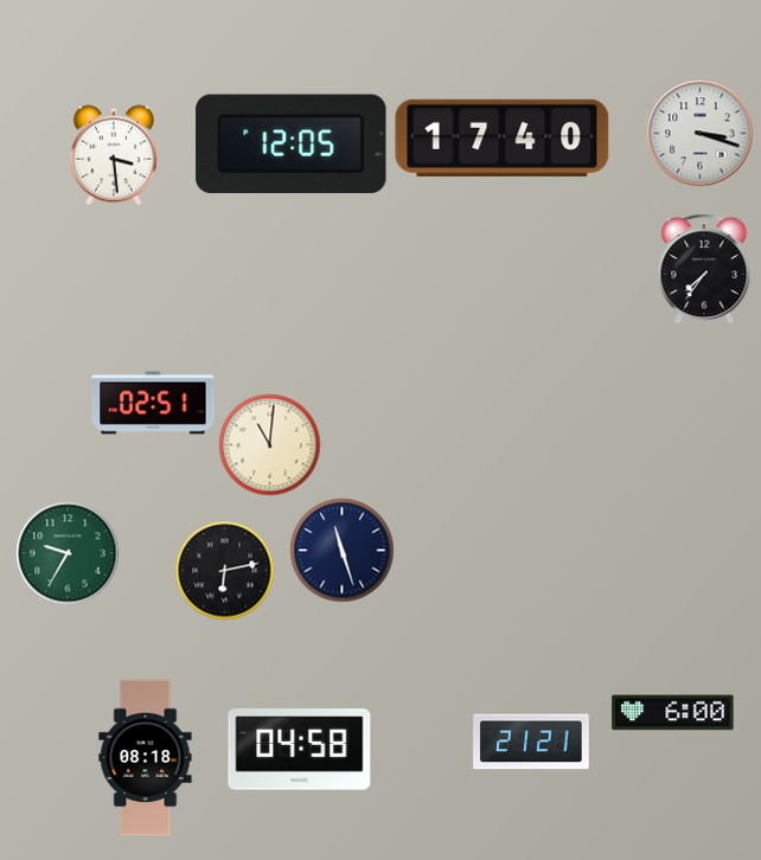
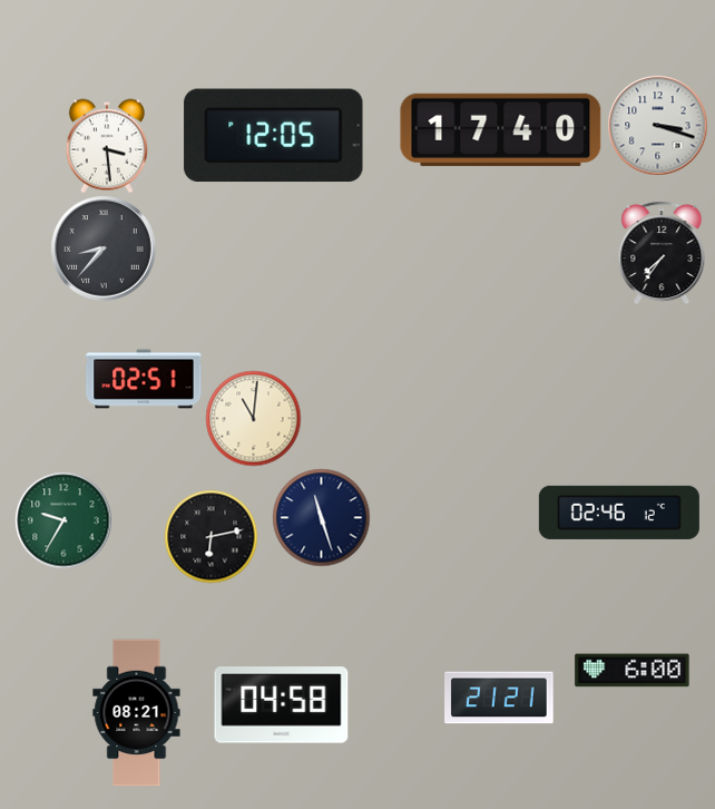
clock at (503, 137) position: (503, 137) -> (501, 129)
clock at (104, 248): none -> 8:37
clock at (619, 513): none -> 02:46
clock at (146, 758): 08:18 -> 08:21
